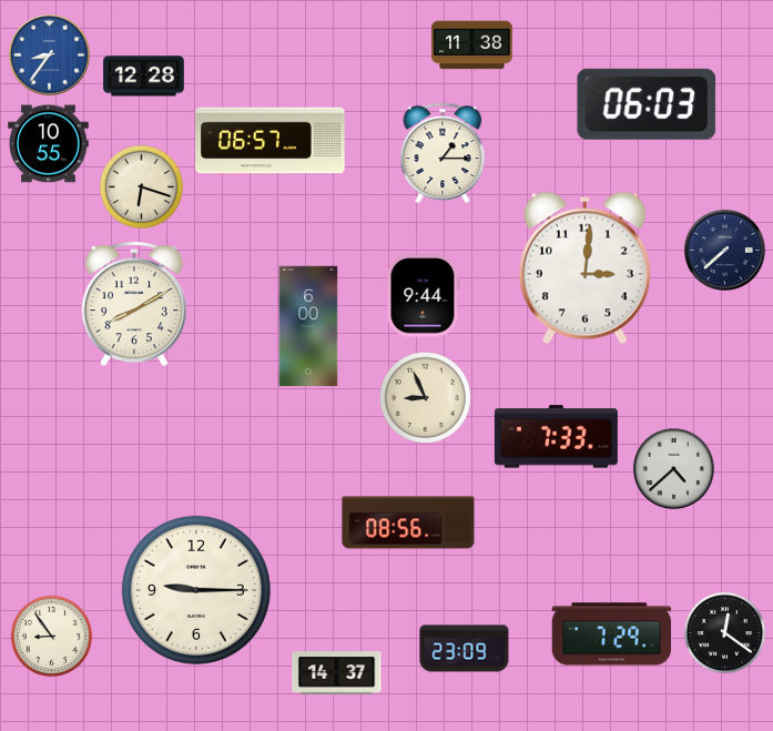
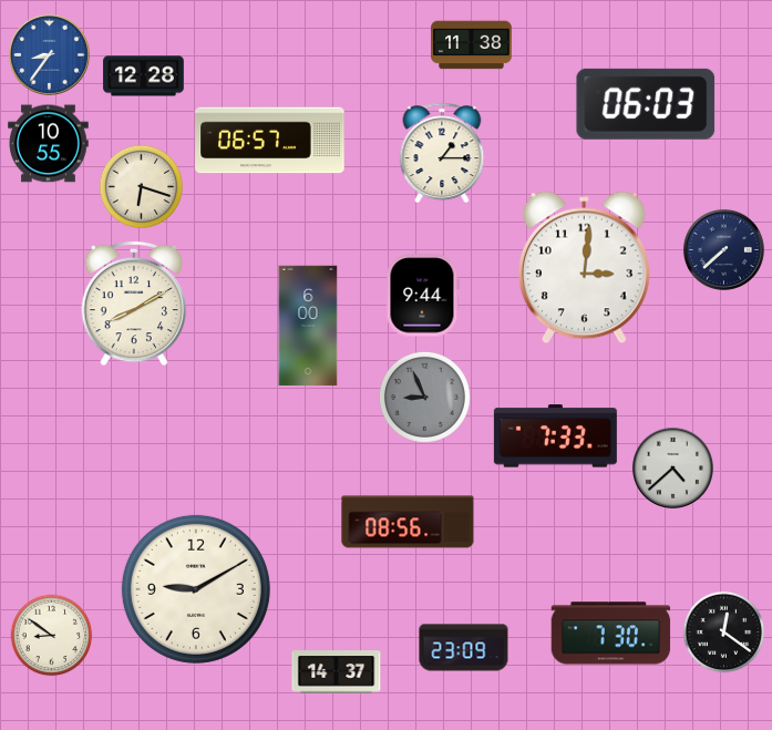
clock at (425, 397) dial: cream -> grey
clock at (196, 590): 9:15 -> 9:10
clock at (612, 634): 7:29 -> 7:30
clock at (52, 637): 8:54 -> 8:51
